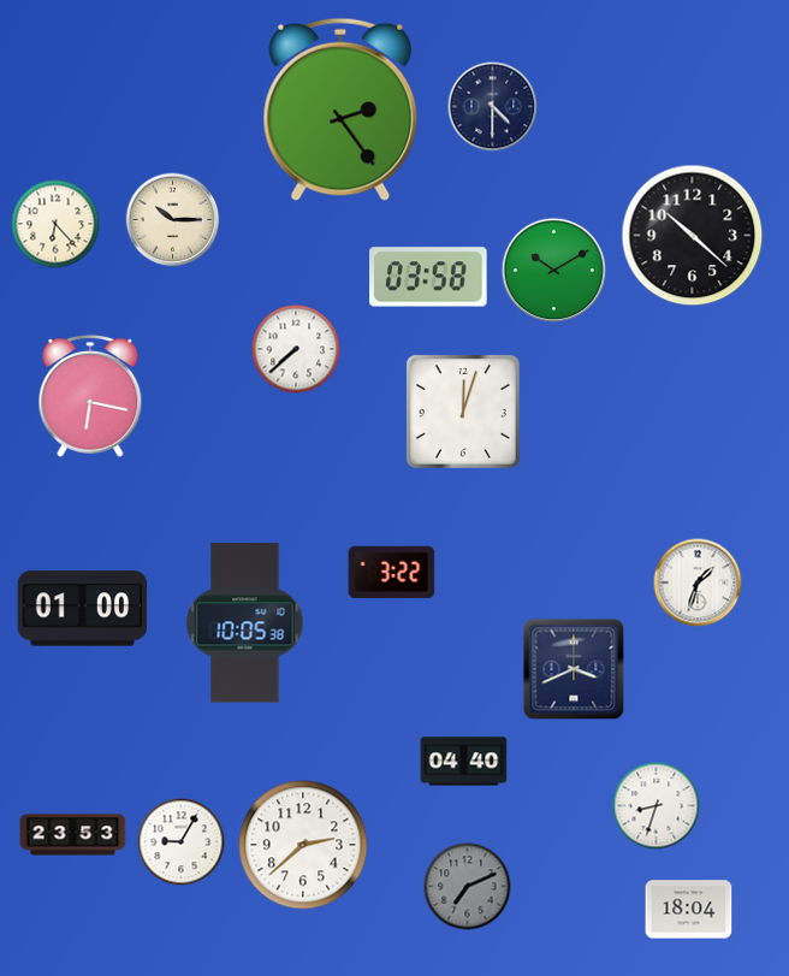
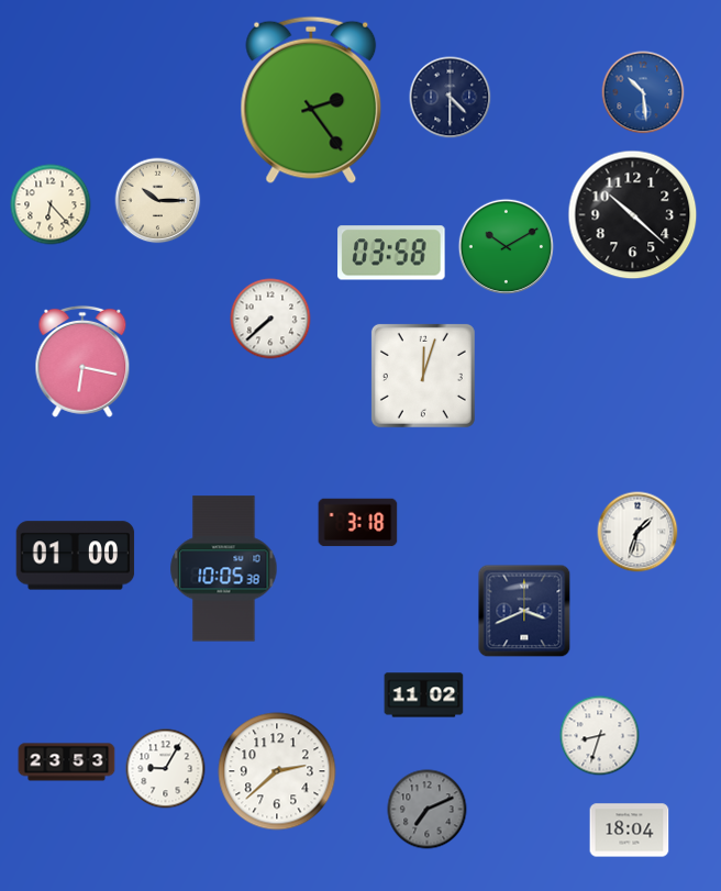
clock at (643, 92): none -> 10:29
clock at (392, 573): 3:22 -> 3:18
clock at (464, 762): 04:40 -> 11:02
